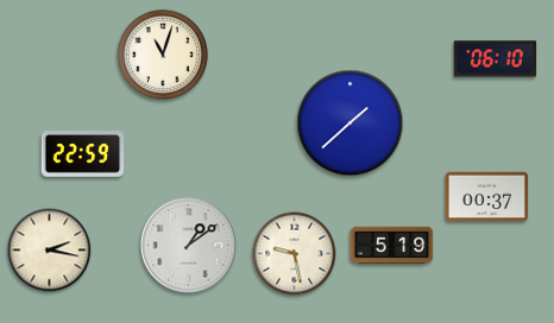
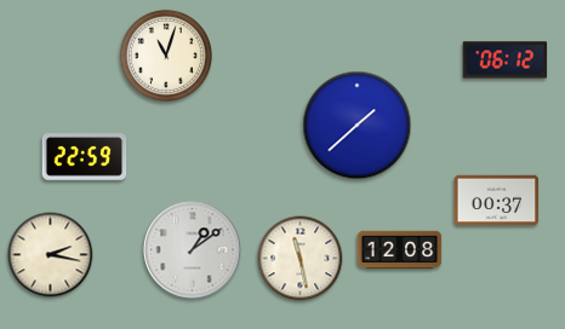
clock at (496, 59): 06:10 -> 06:12
clock at (392, 246): 5:19 -> 12:08
clock at (295, 254): 9:28 -> 11:28
